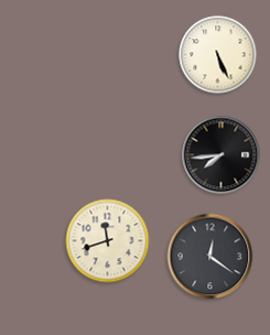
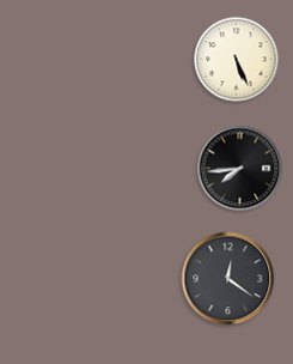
clock at (108, 241): 11:42 -> none
